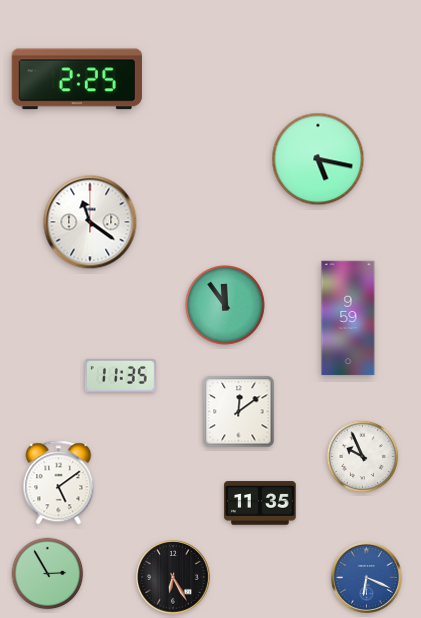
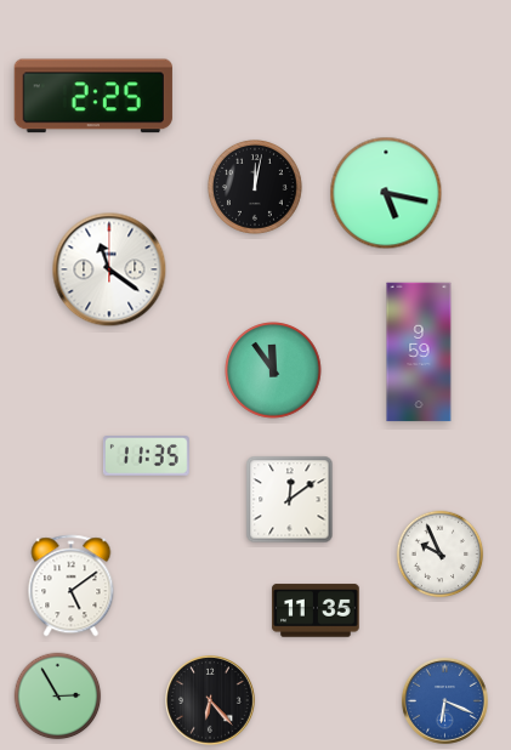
clock at (255, 187): none -> 12:02
clock at (348, 318) position: (348, 318) -> (419, 352)
clock at (173, 577): 6:25 -> 6:23
